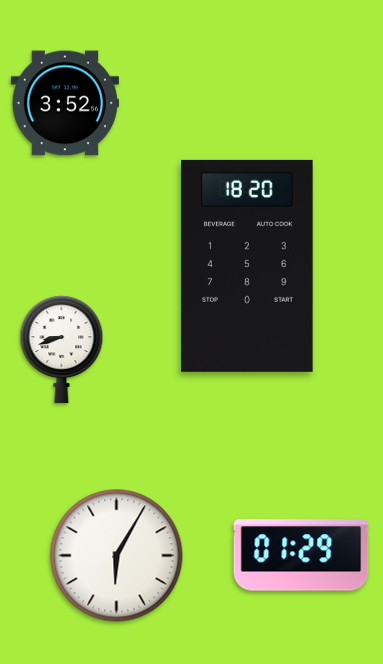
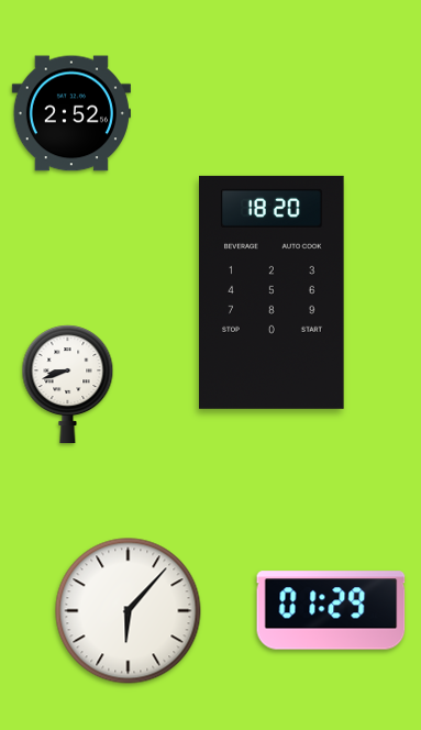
clock at (65, 103): 3:52 -> 2:52
clock at (117, 556): 6:05 -> 6:07
